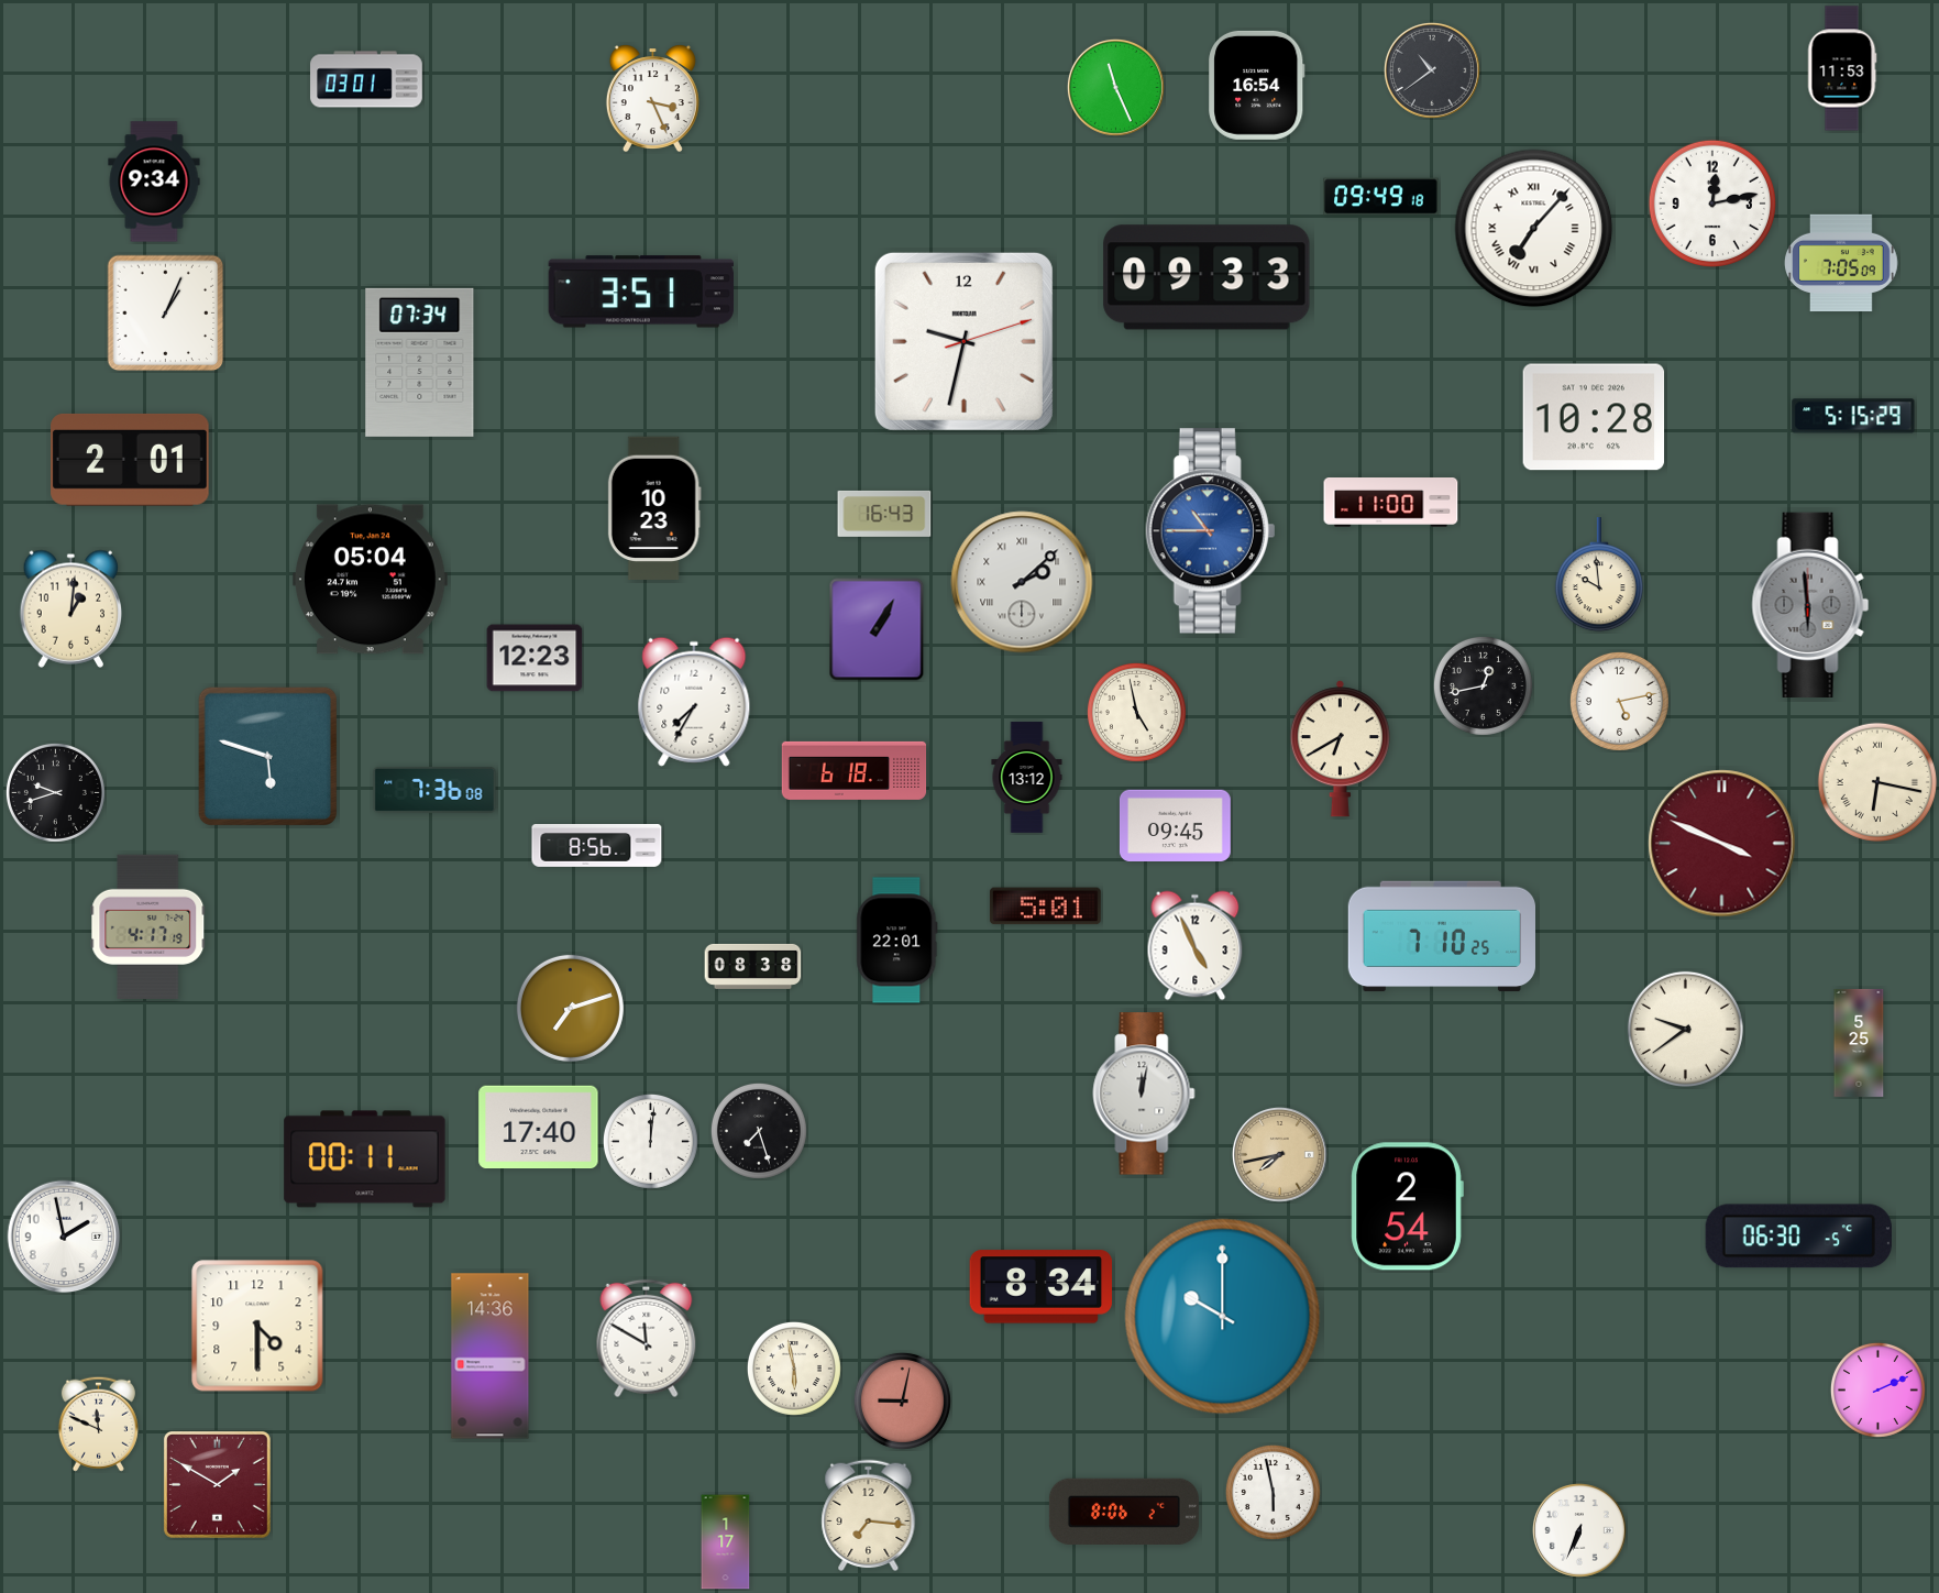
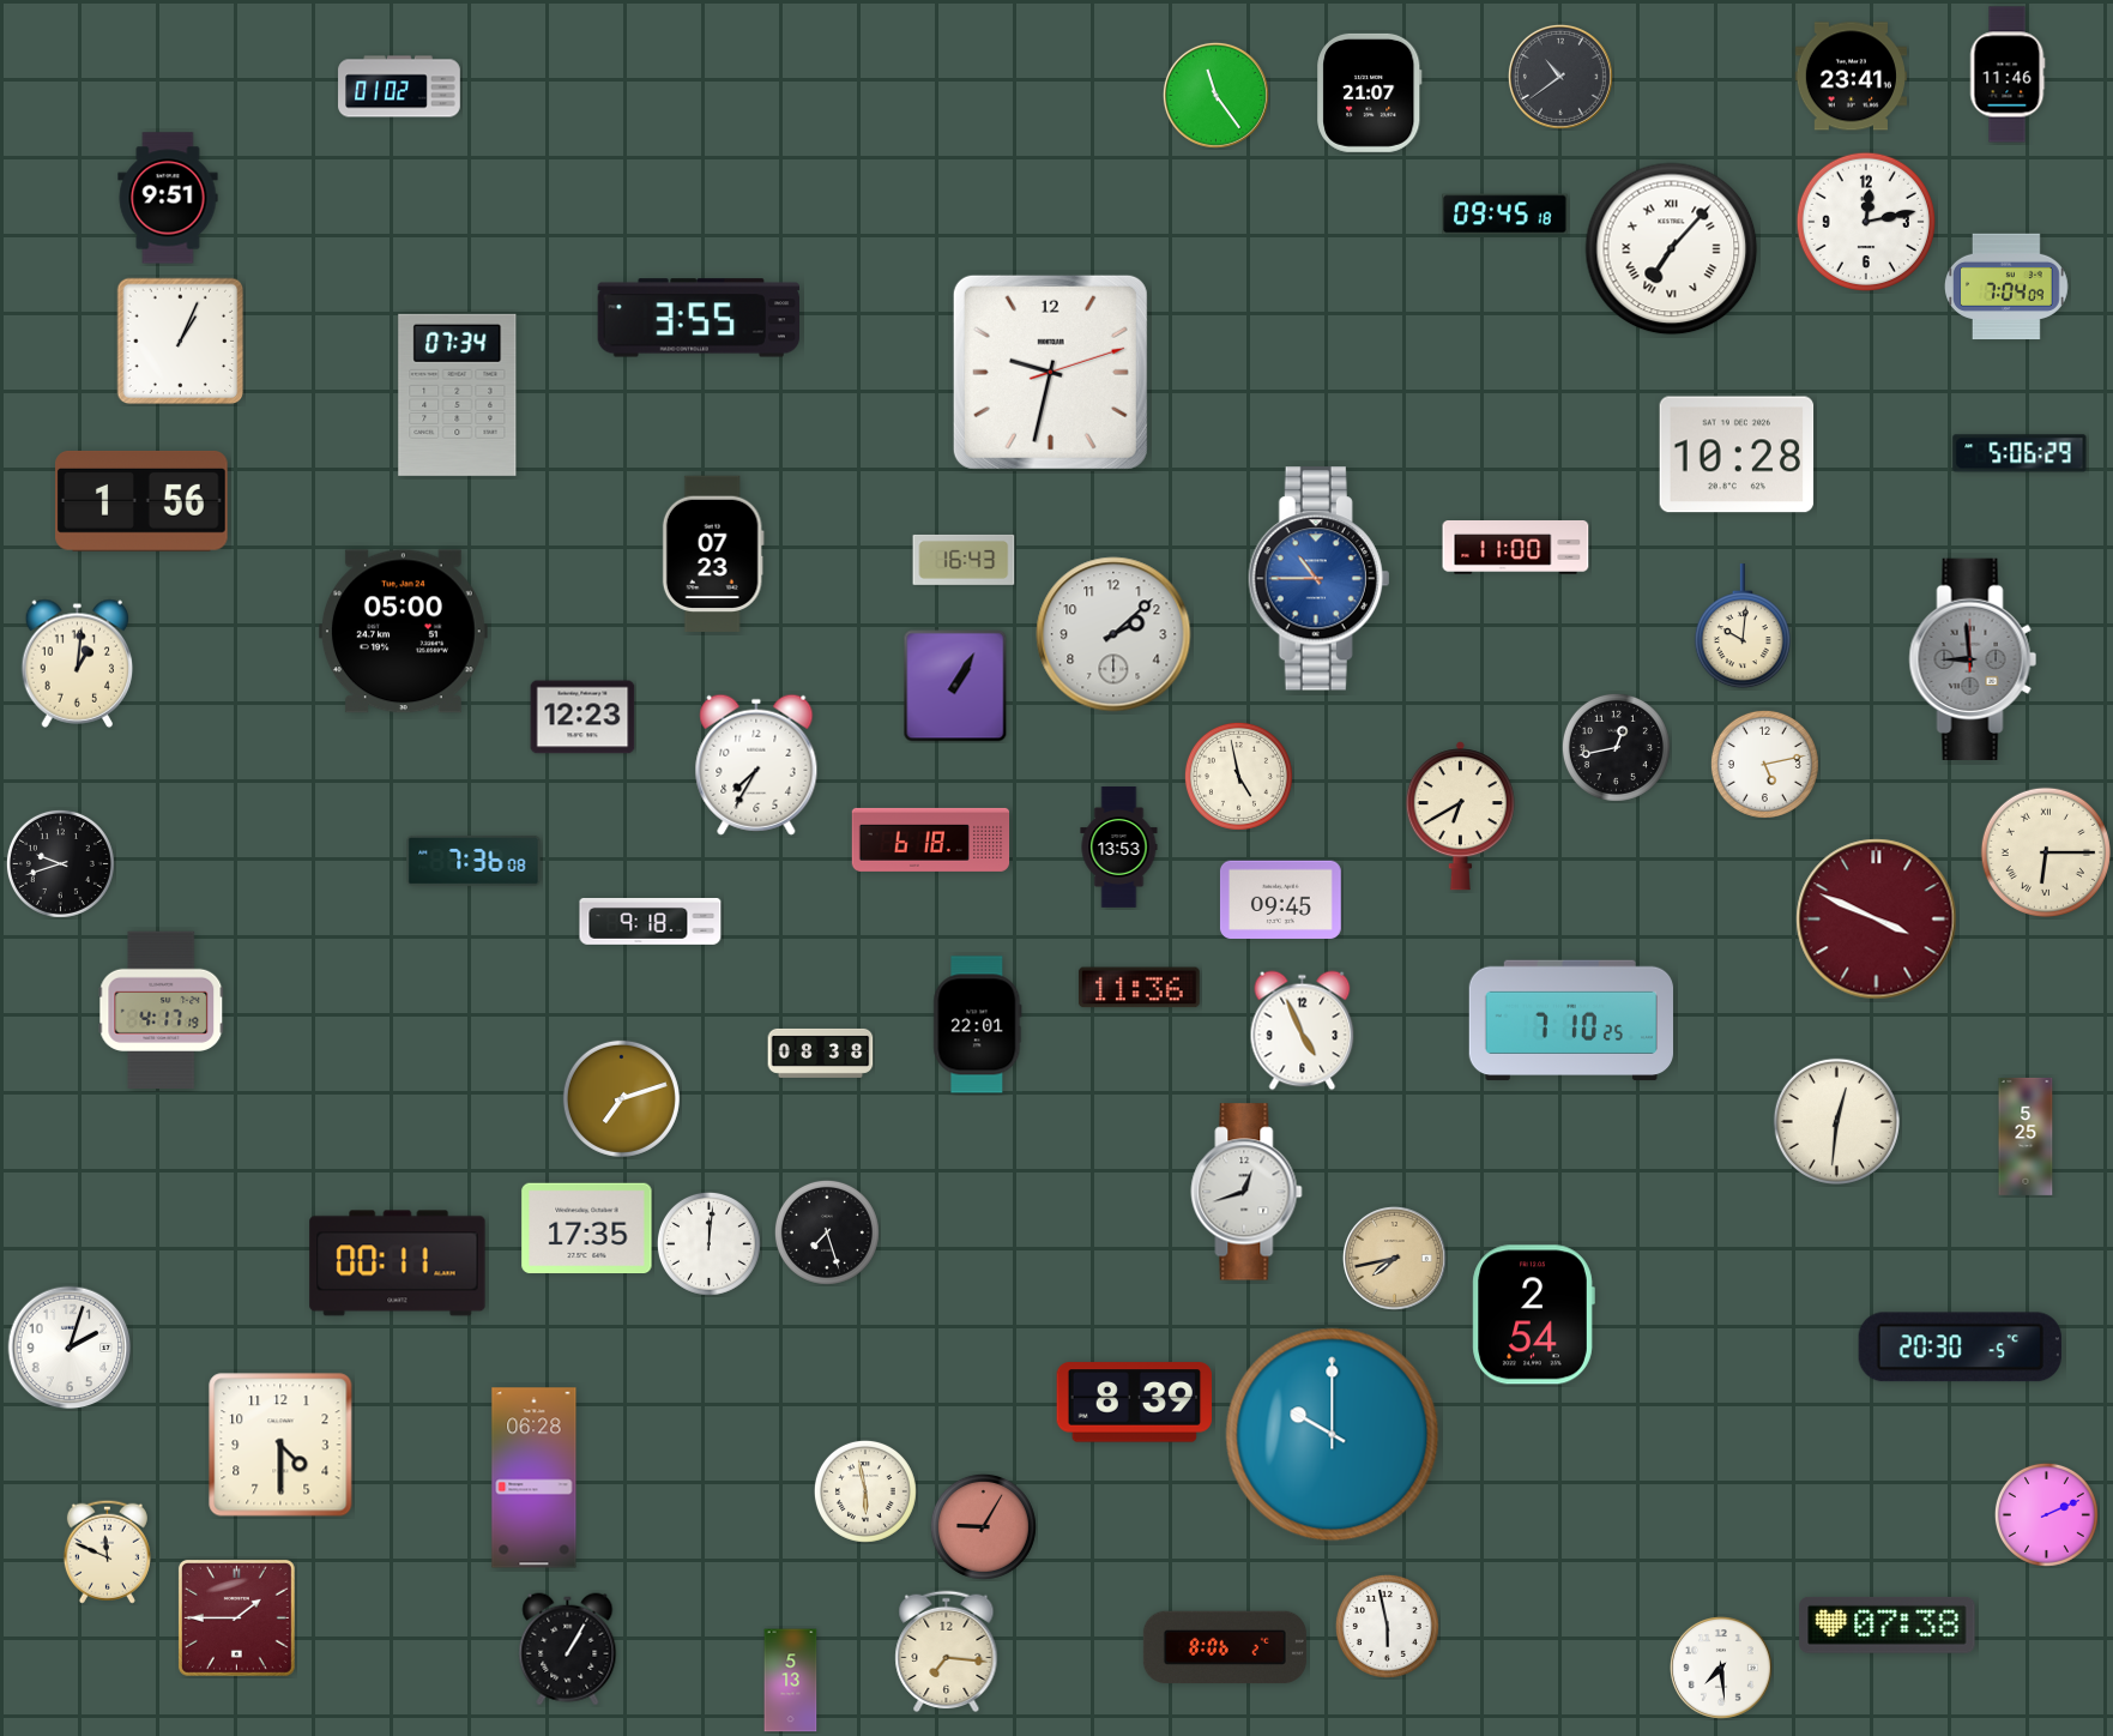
clock at (1842, 68): 11:53 -> 11:46
clock at (1851, 77): none -> 23:41
clock at (366, 79): 03:01 -> 01:02
clock at (1257, 85): 16:54 -> 21:07
clock at (1115, 87): 11:26 -> 11:24
clock at (652, 99): 3:26 -> none
clock at (154, 182): 9:34 -> 9:51
clock at (1381, 197): 09:49 -> 09:45
clock at (1842, 263): 7:05 -> 7:04
clock at (1207, 277): 09:33 -> none
clock at (640, 292): 3:51 -> 3:55
clock at (1853, 416): 5:15 -> 5:06
clock at (130, 460): 2:01 -> 1:56
clock at (654, 507): 10:23 -> 07:23
clock at (1599, 575): 9:59 -> 10:01
clock at (370, 580): 05:04 -> 05:00
clock at (1022, 582) numerals: Roman -> Arabic
clock at (1810, 604): 5:59 -> 8:59
clock at (267, 756): 5:48 -> none
clock at (1027, 778): 13:12 -> 13:53
clock at (1877, 782): 6:17 -> 6:15
clock at (597, 846): 8:56 -> 9:18
clock at (1045, 907): 5:01 -> 11:36
clock at (1685, 1029): 9:39 -> 12:31
clock at (1144, 1094): 12:02 -> 12:42
clock at (539, 1128): 17:40 -> 17:35
clock at (64, 1237): 1:58 -> 2:03
clock at (1798, 1237): 06:30 -> 20:30
clock at (1042, 1287): 8:34 -> 8:39
clock at (647, 1339): 11:50 -> none
clock at (491, 1356): 14:36 -> 06:28
clock at (902, 1400): 9:02 -> 9:05
clock at (217, 1484): 1:50 -> 1:45
clock at (1888, 1626): none -> 07:38
clock at (568, 1650): none -> 1:05
clock at (1580, 1531): 6:34 -> 7:29
clock at (726, 1542): 1:17 -> 5:13
